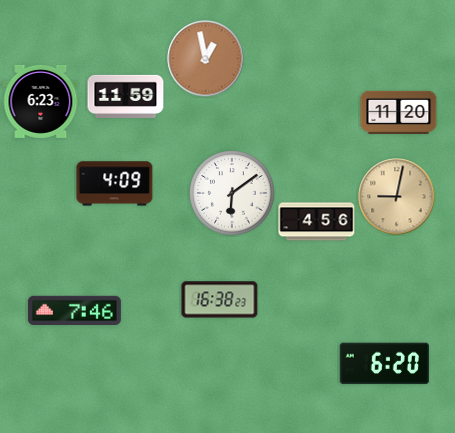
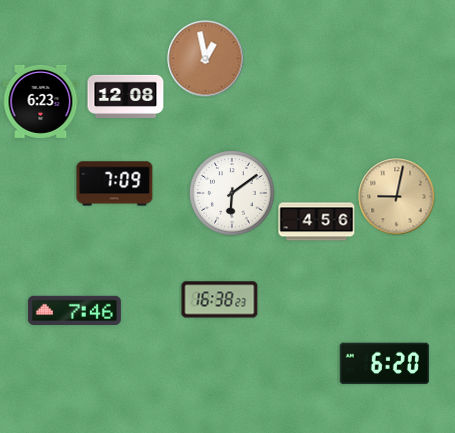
clock at (126, 96): 11:59 -> 12:08
clock at (399, 112): 11:20 -> none
clock at (115, 184): 4:09 -> 7:09
